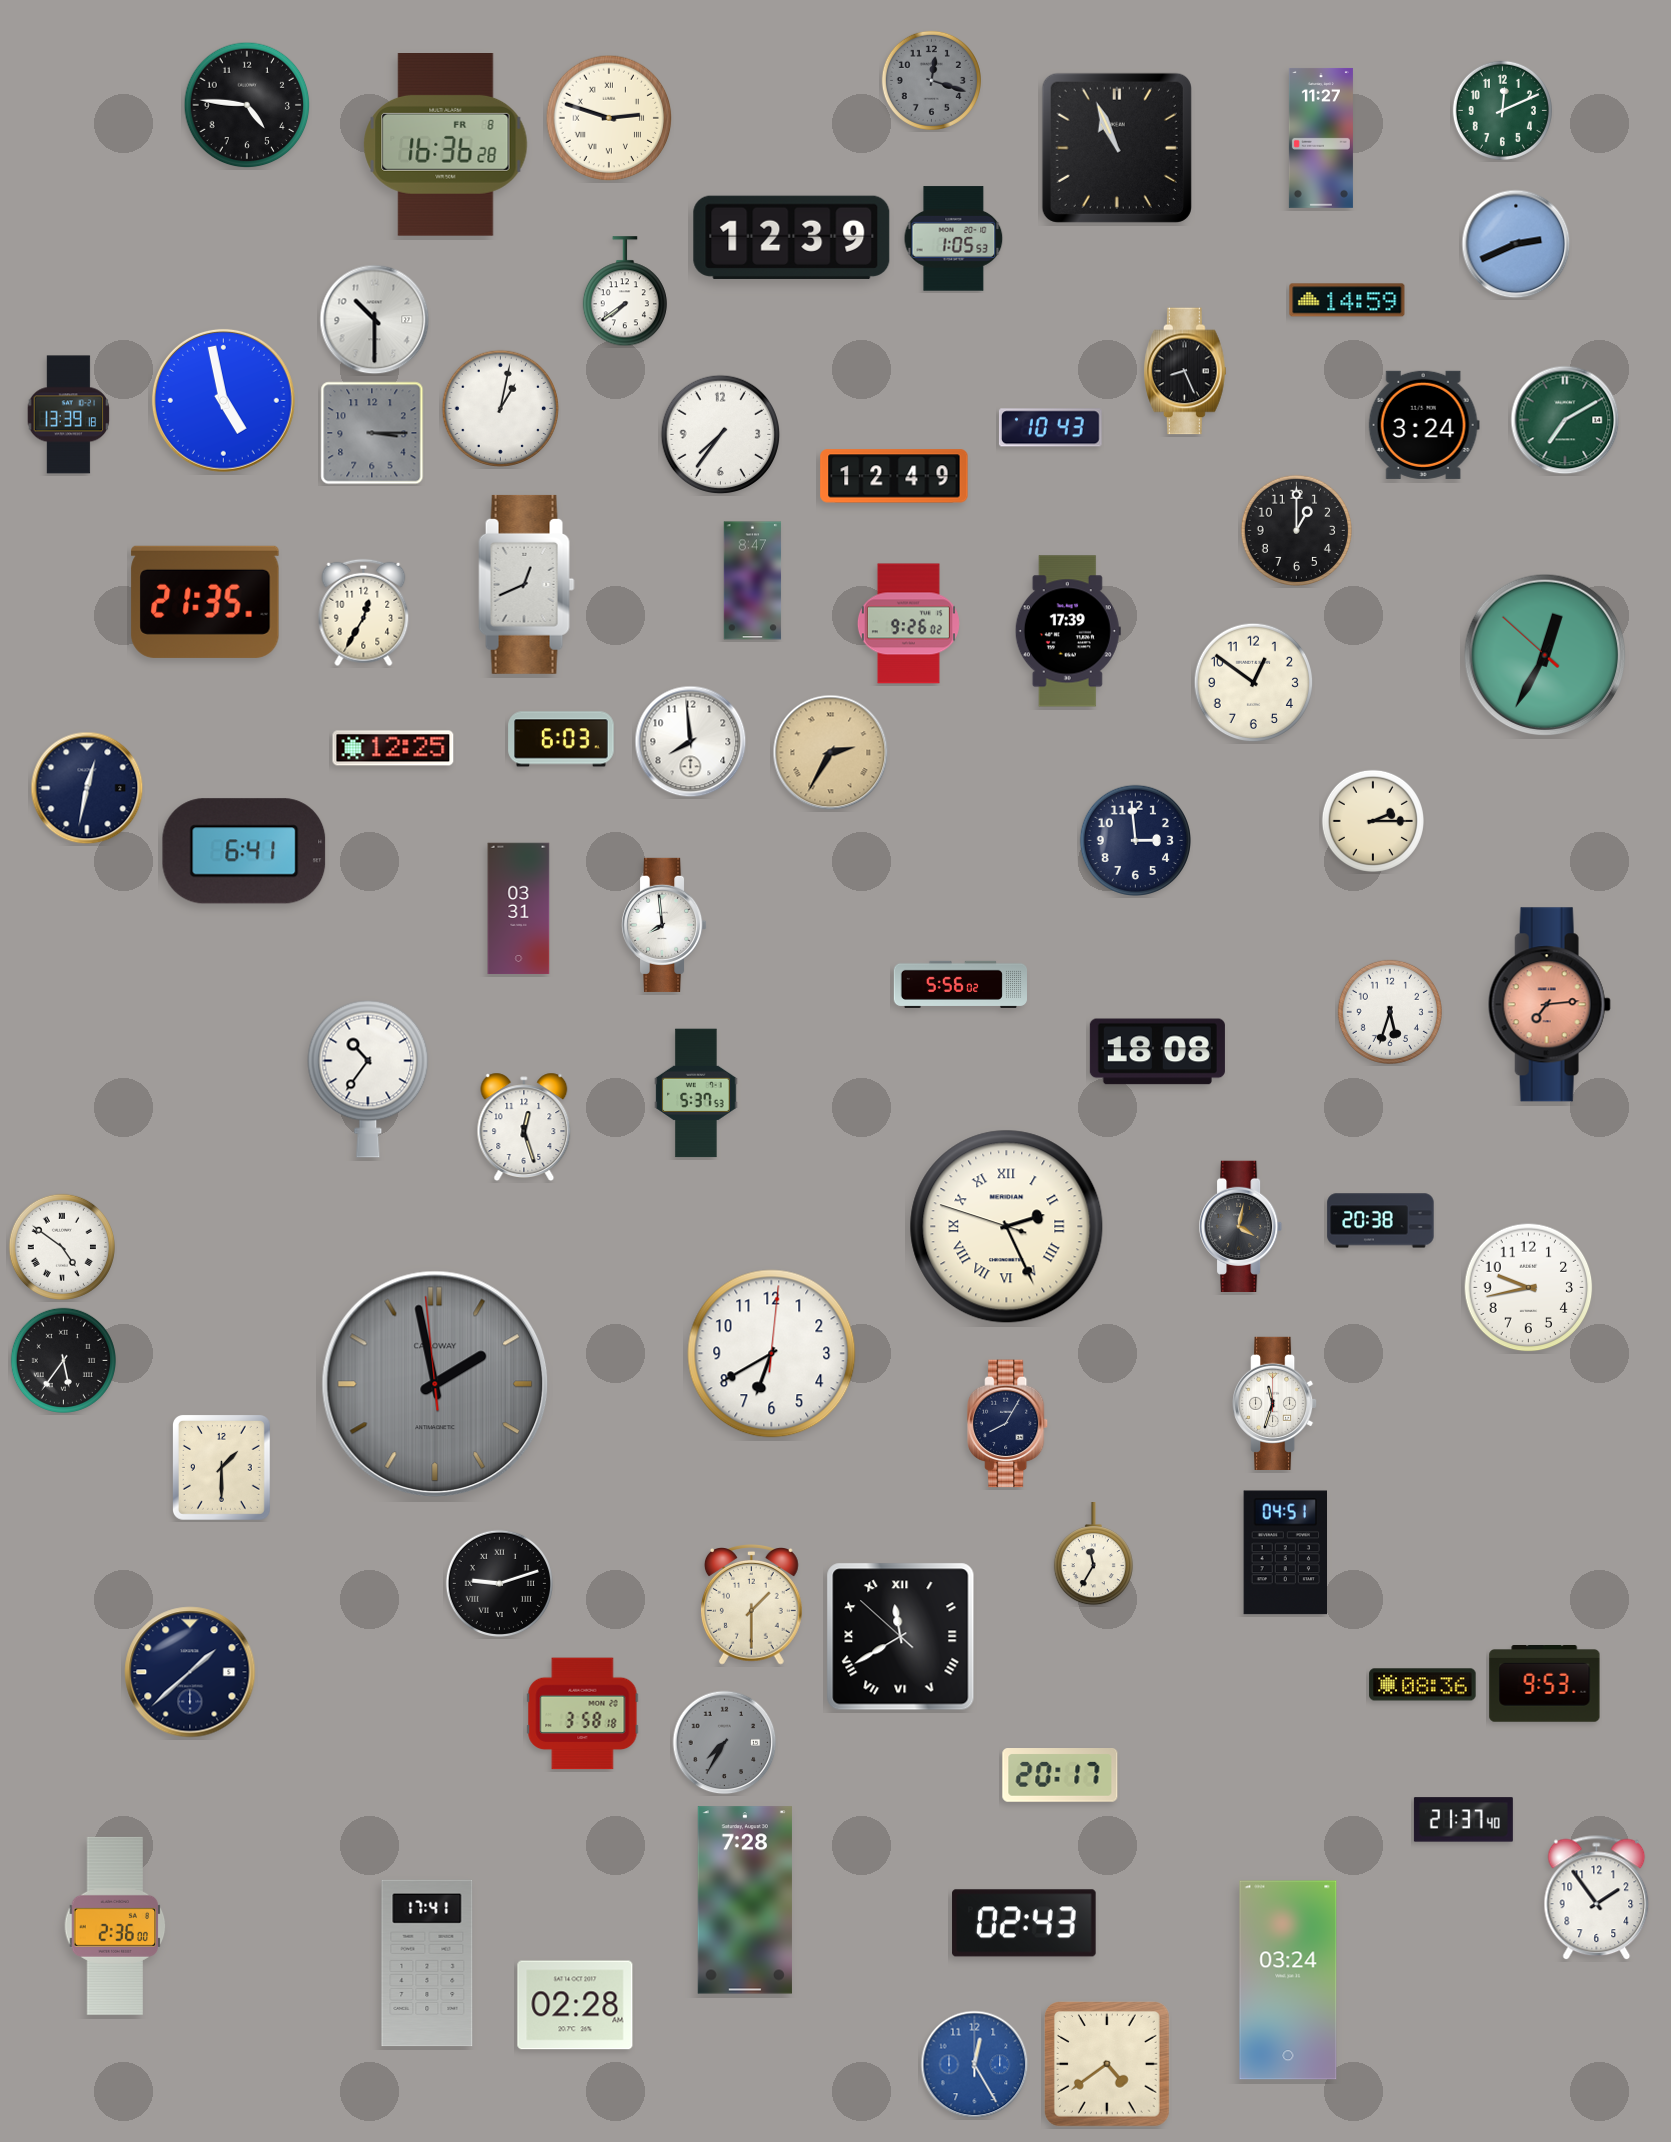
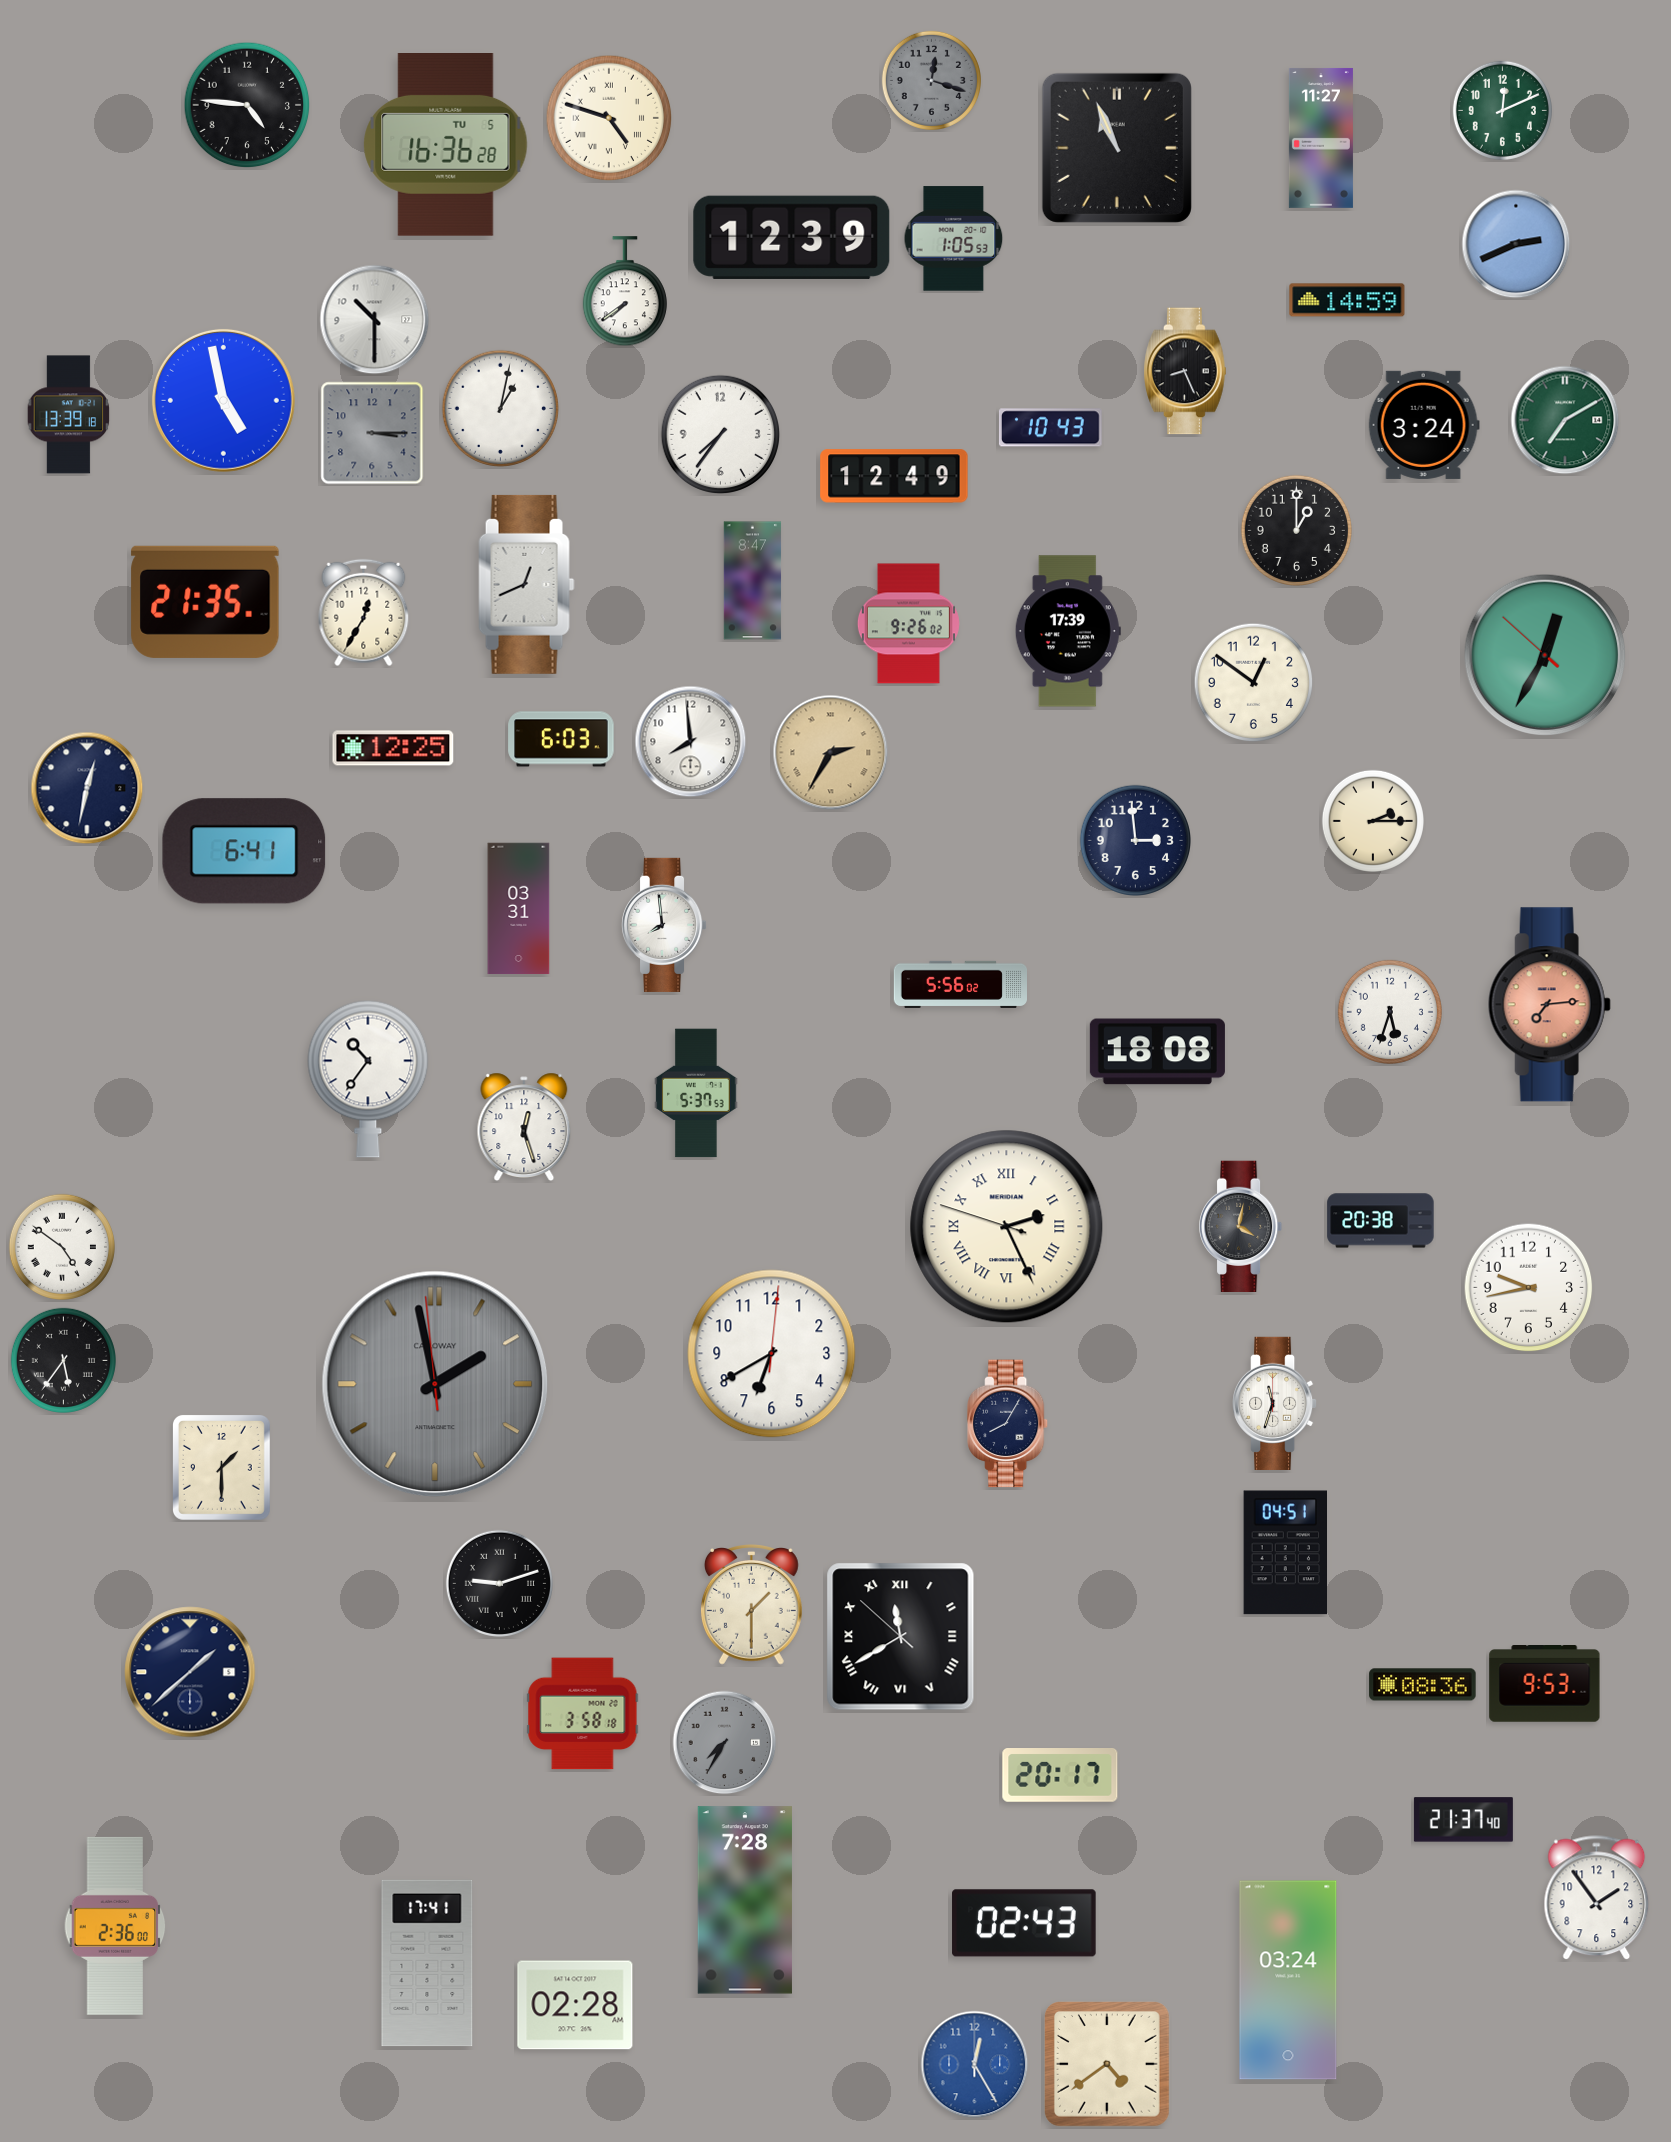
clock at (609, 118): 2:48 -> 4:48
clock at (446, 145) date: FR 8 -> TU 5
clock at (1093, 1554): 11:35 -> none
